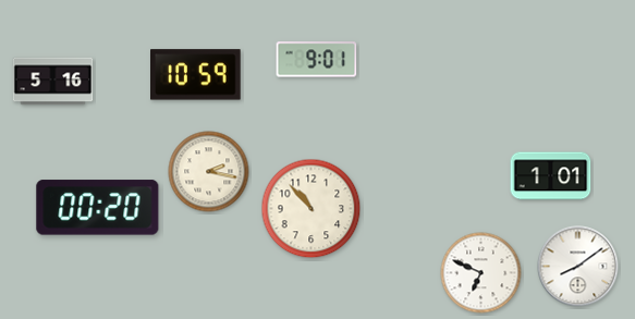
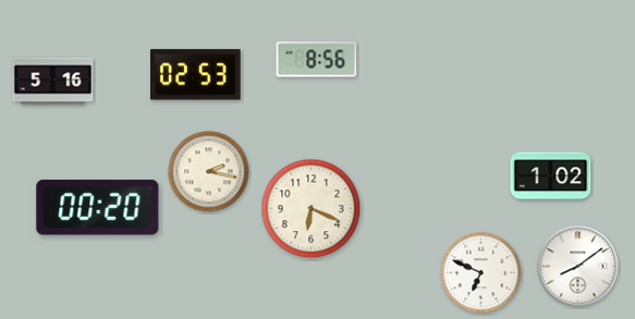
clock at (317, 60): 9:01 -> 8:56
clock at (196, 75): 10:59 -> 02:53
clock at (551, 176): 1:01 -> 1:02
clock at (312, 209): 10:53 -> 6:19
